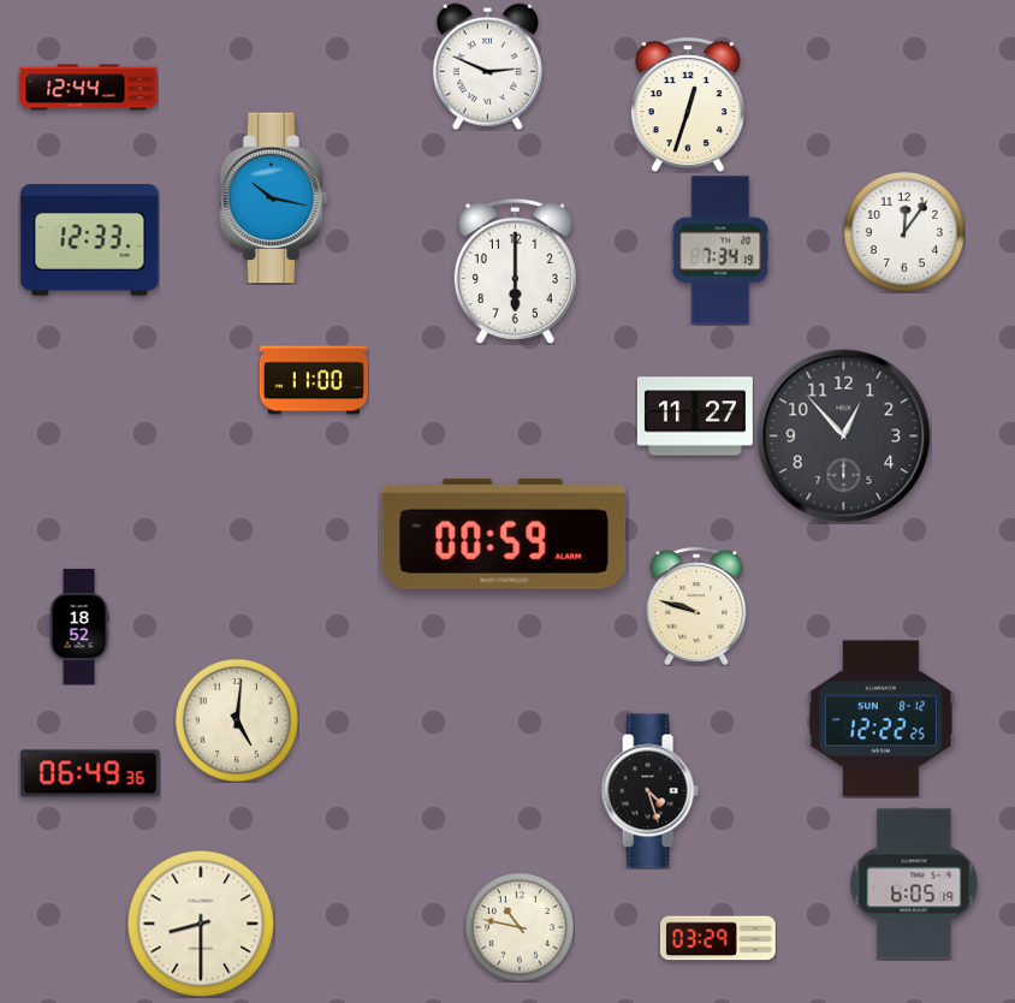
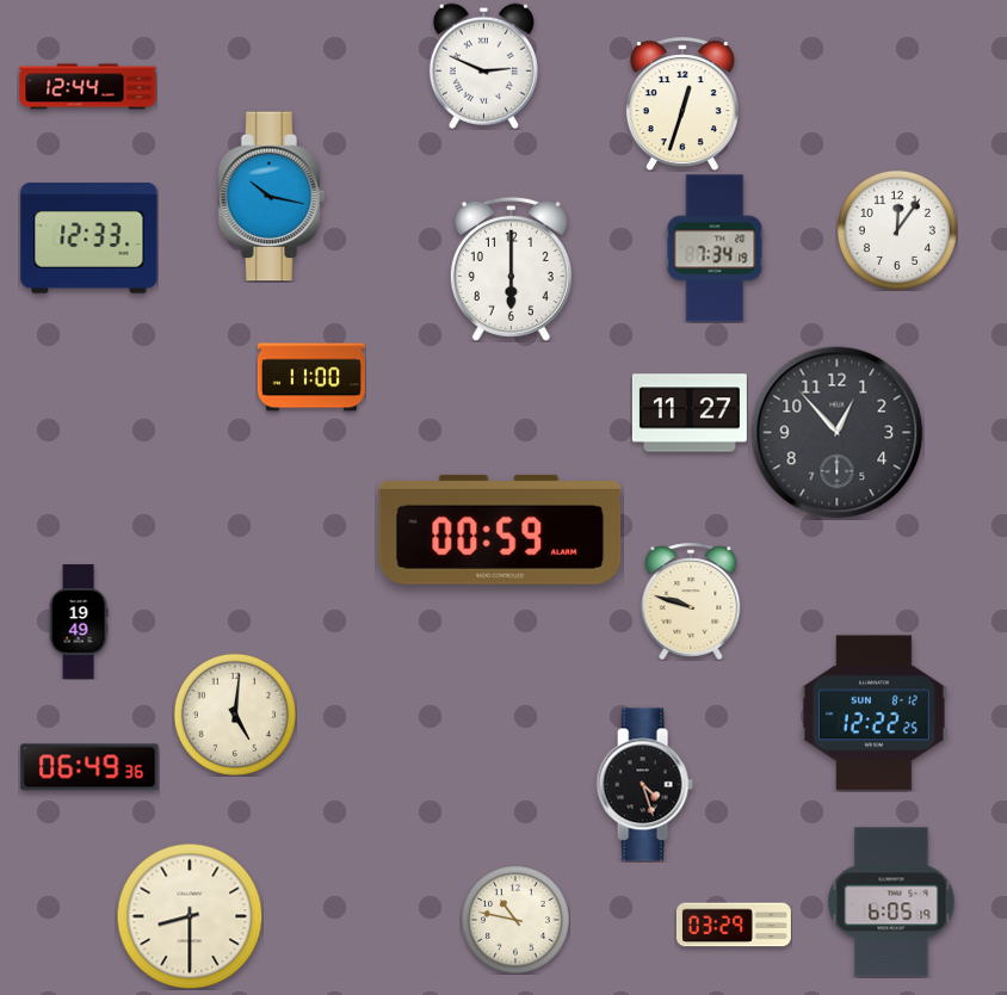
clock at (79, 627): 18:52 -> 19:49
clock at (914, 884) position: (914, 884) -> (891, 902)
clock at (201, 924) position: (201, 924) -> (190, 916)
clock at (718, 938) position: (718, 938) -> (734, 925)
